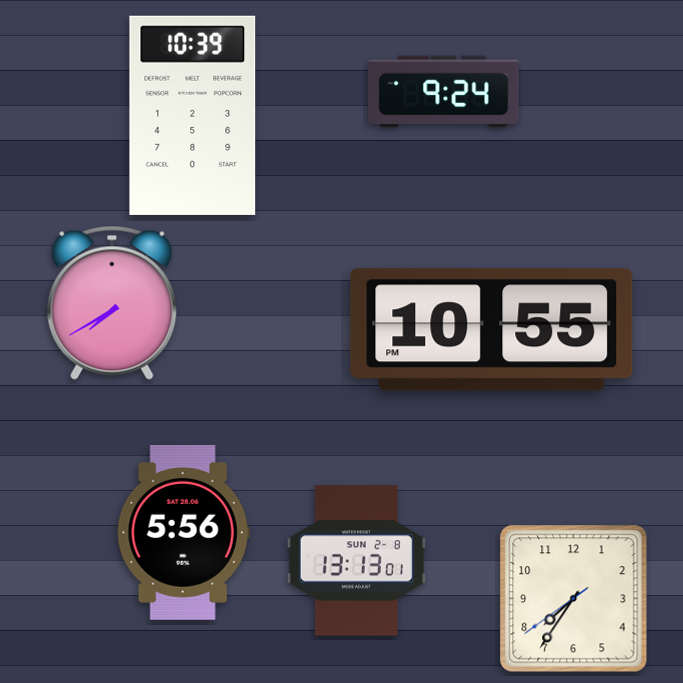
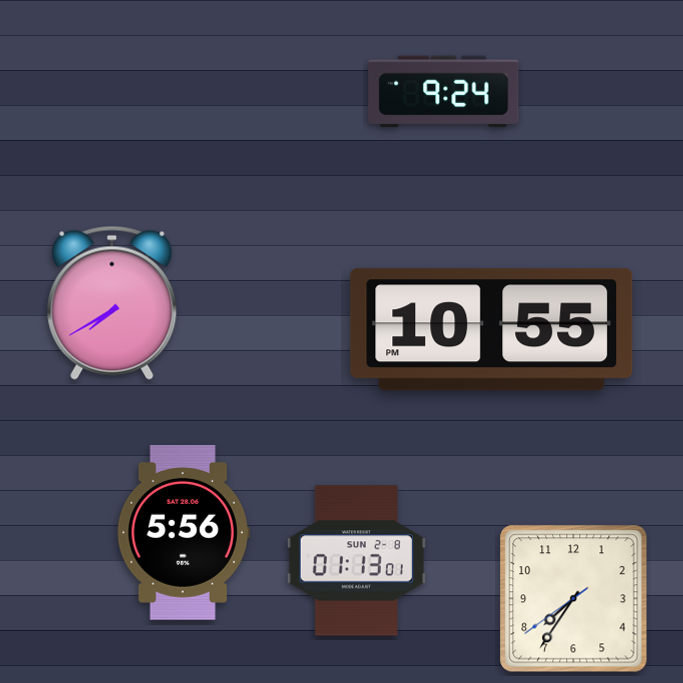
clock at (193, 115): 10:39 -> none
clock at (356, 561): 13:13 -> 01:13
